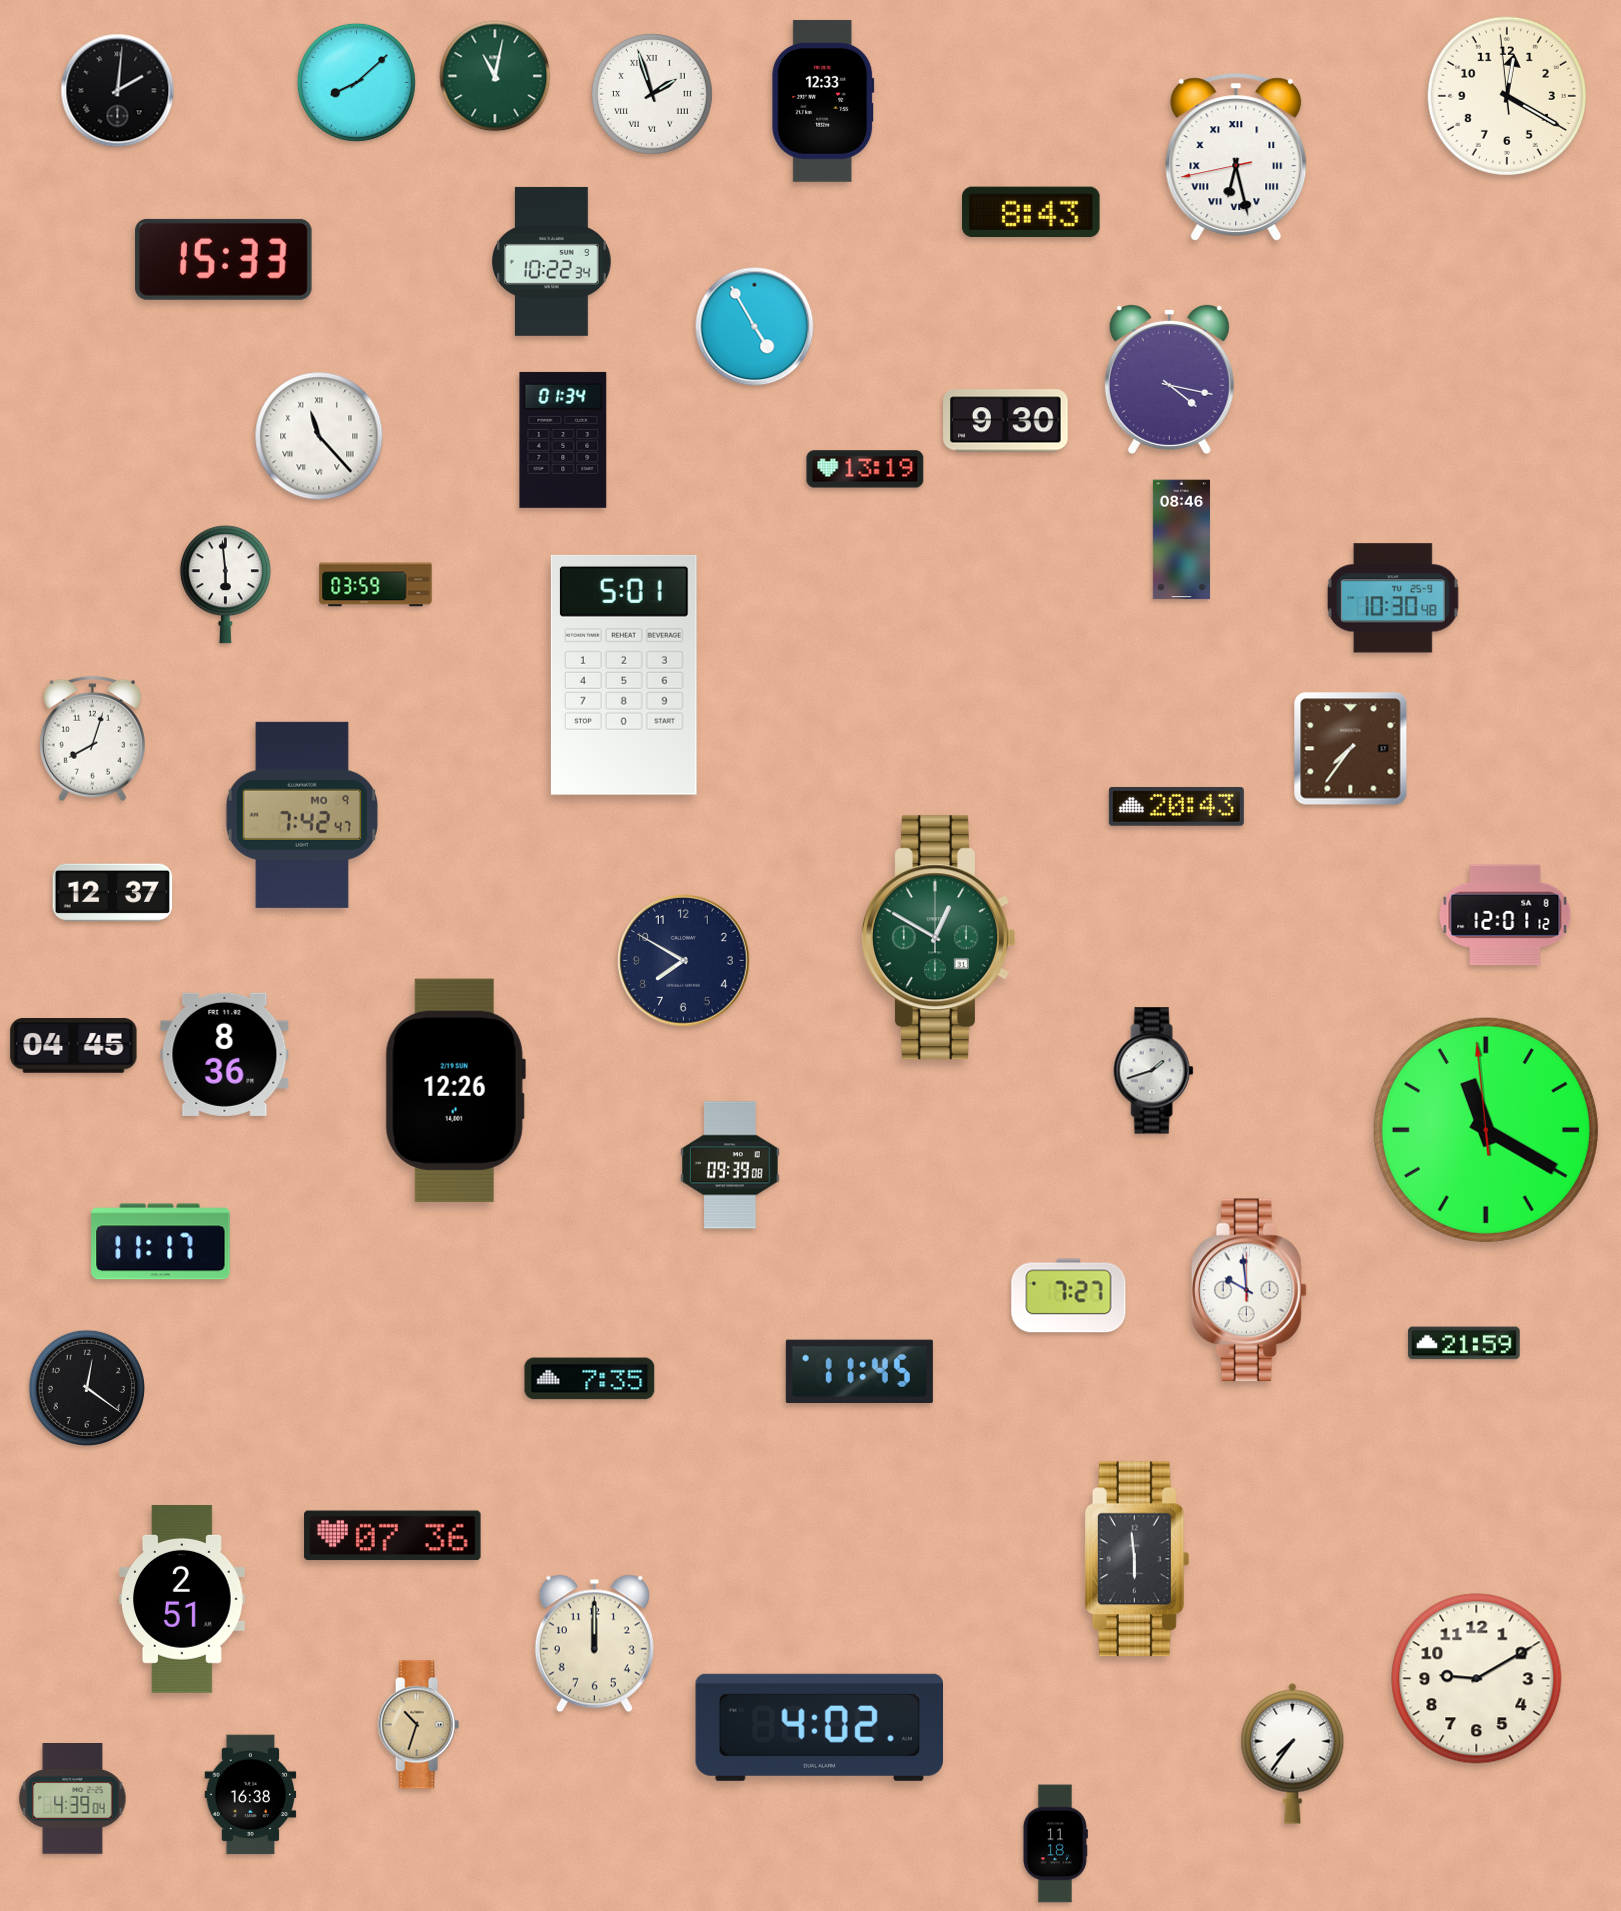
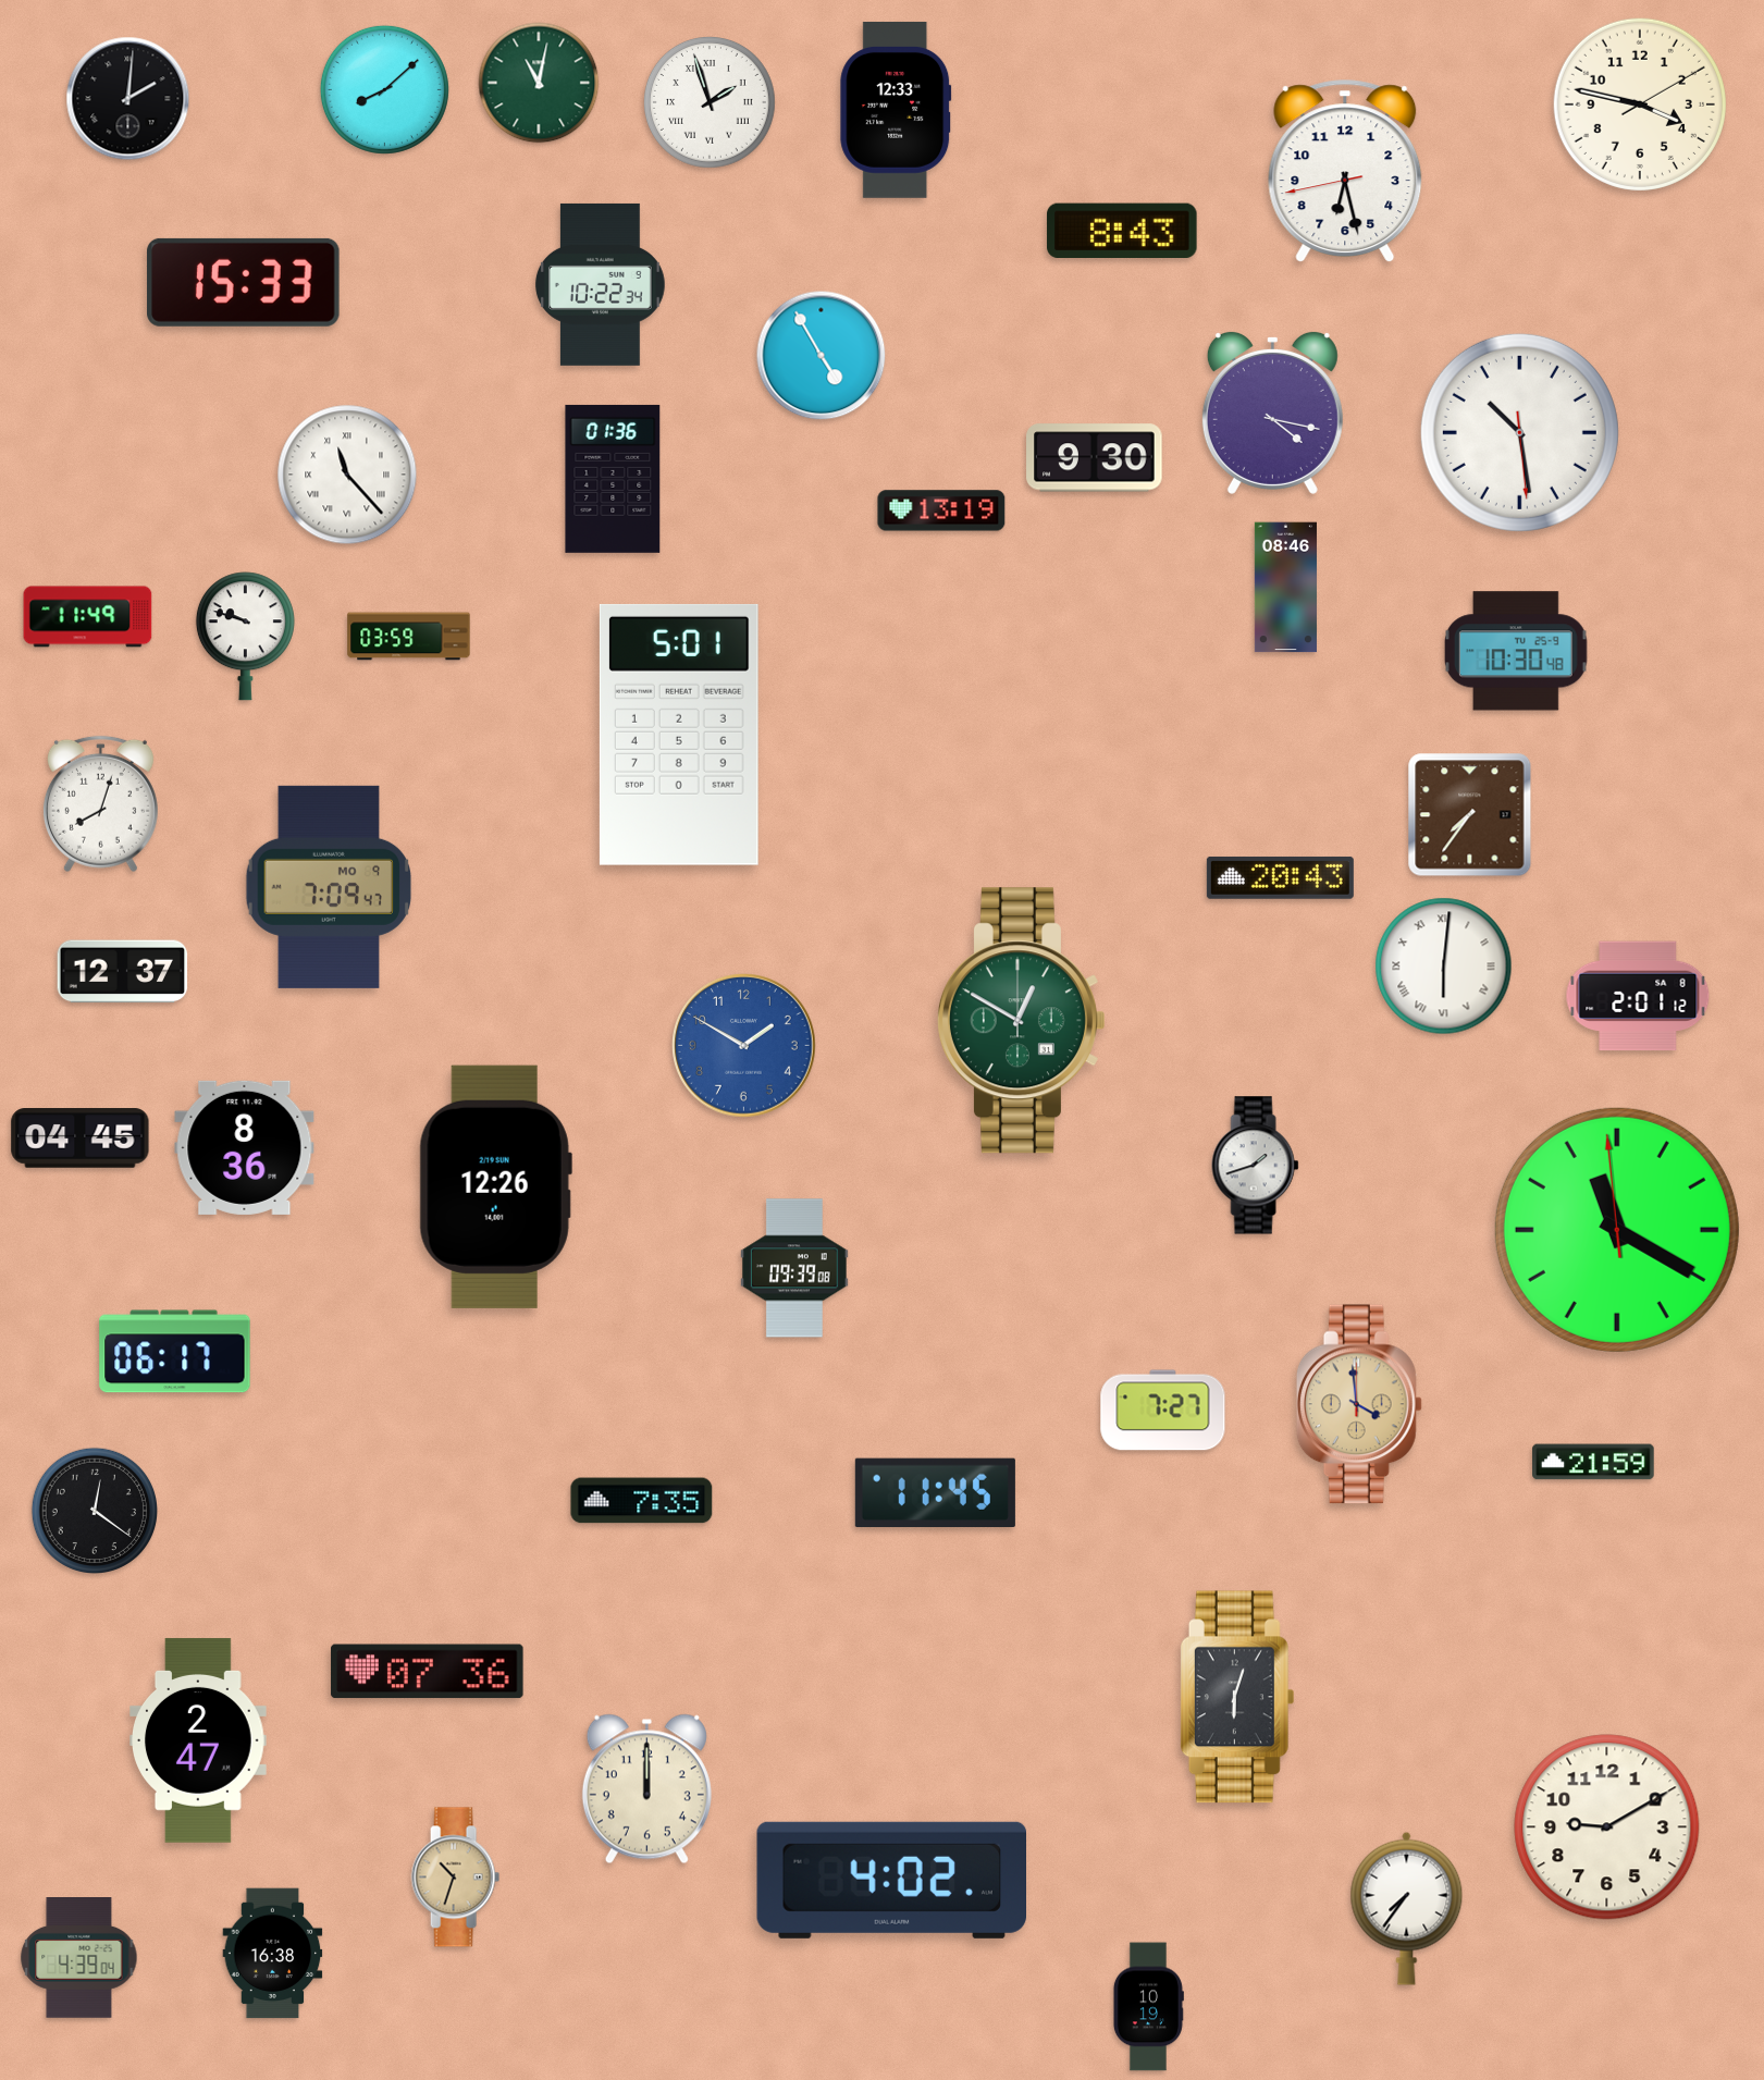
clock at (356, 82) position: (356, 82) -> (384, 89)
clock at (1507, 96): 12:19 -> 3:47
clock at (1236, 157) numerals: Roman -> Arabic
clock at (1519, 432): none -> 10:28
clock at (563, 440): 01:34 -> 01:36
clock at (88, 617): none -> 11:49
clock at (225, 585): 5:59 -> 9:48
clock at (301, 815): 7:42 -> 7:09
clock at (1444, 967): none -> 6:01
clock at (1505, 915): 12:01 -> 2:01
clock at (684, 961): 7:50 -> 1:50
clock at (684, 961) dial: navy -> blue
clock at (161, 1242): 11:17 -> 06:17
clock at (1249, 1290): 9:59 -> 3:59
clock at (1249, 1290) dial: white -> champagne
clock at (1136, 1559): 5:59 -> 6:03
clock at (183, 1599): 2:51 -> 2:47
clock at (1055, 1844): 11:18 -> 10:19
